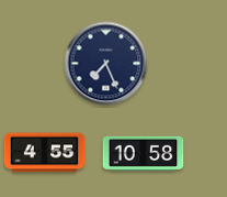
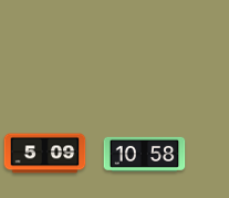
clock at (106, 64): 7:26 -> none
clock at (45, 153): 4:55 -> 5:09
